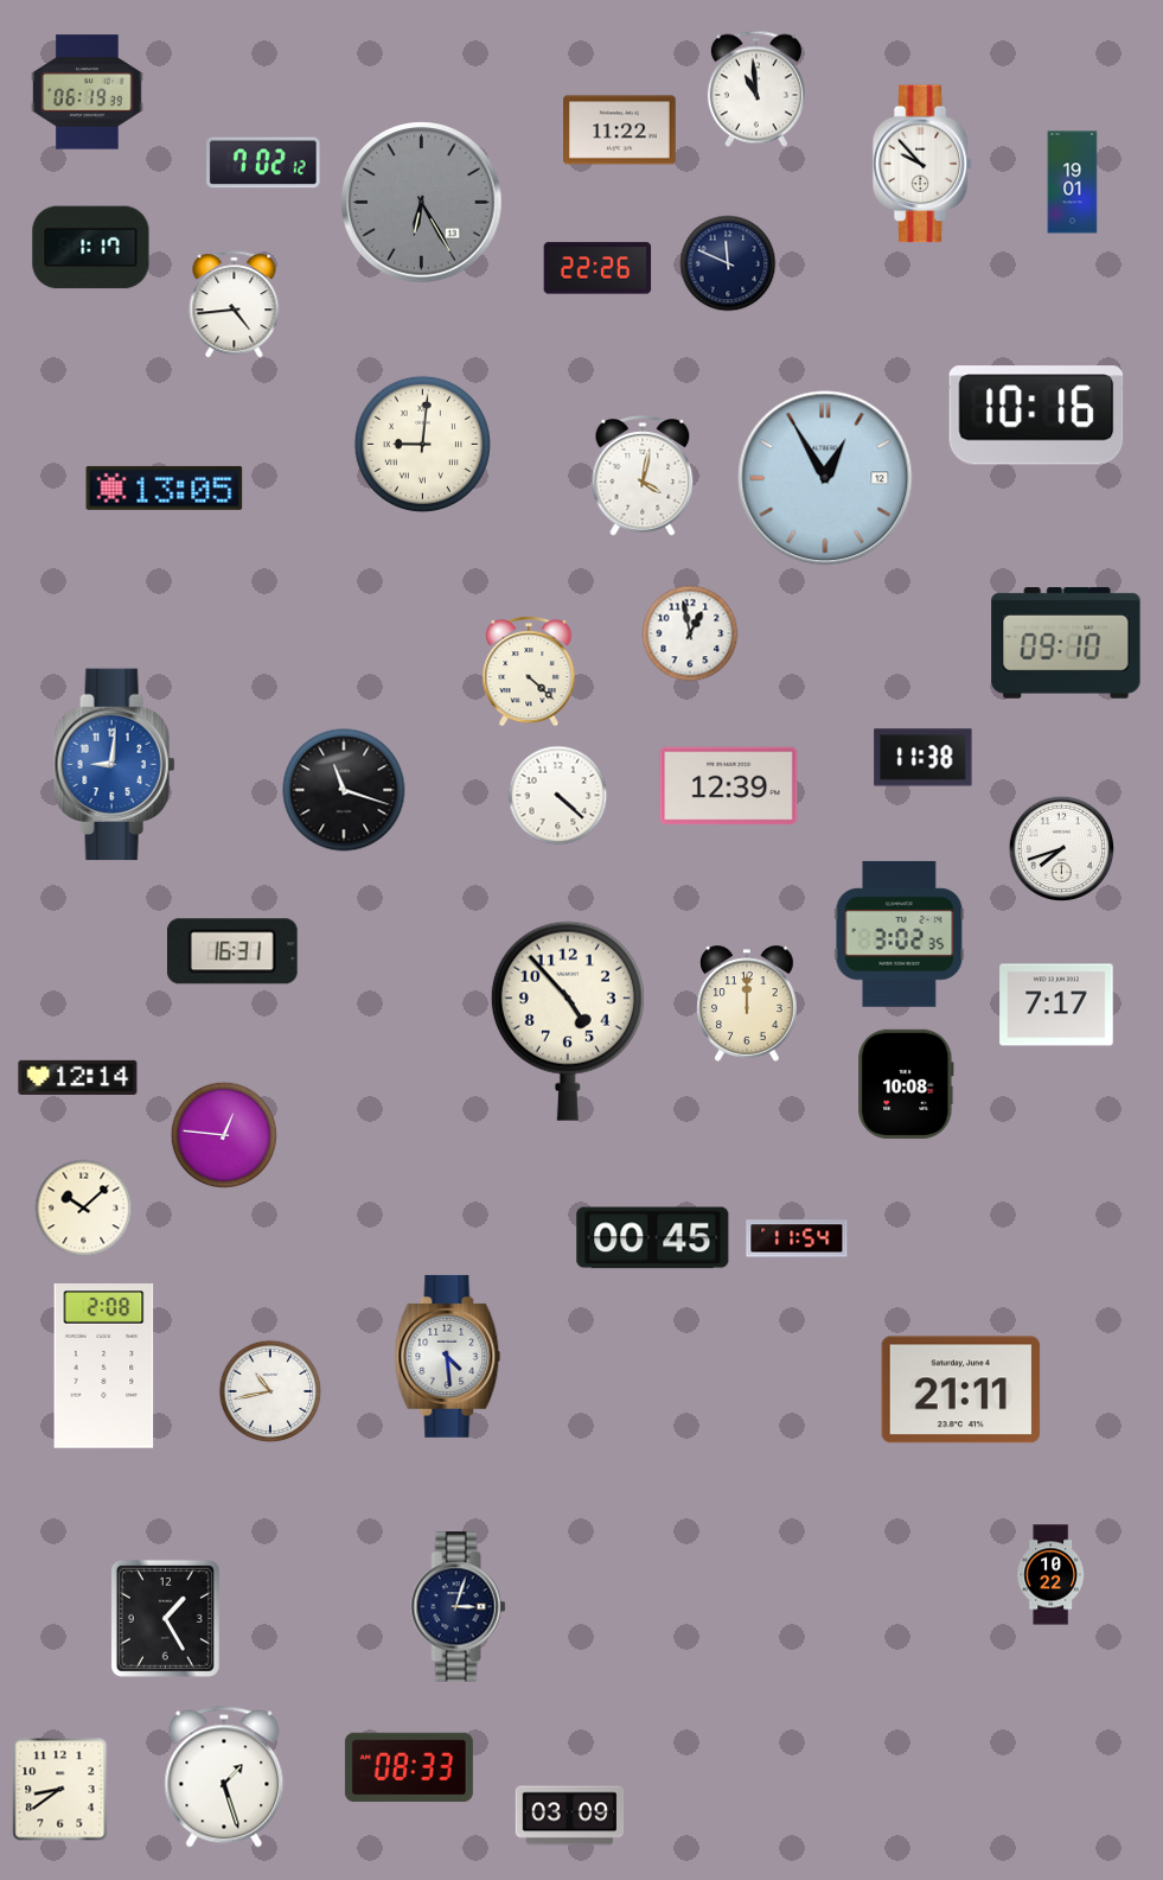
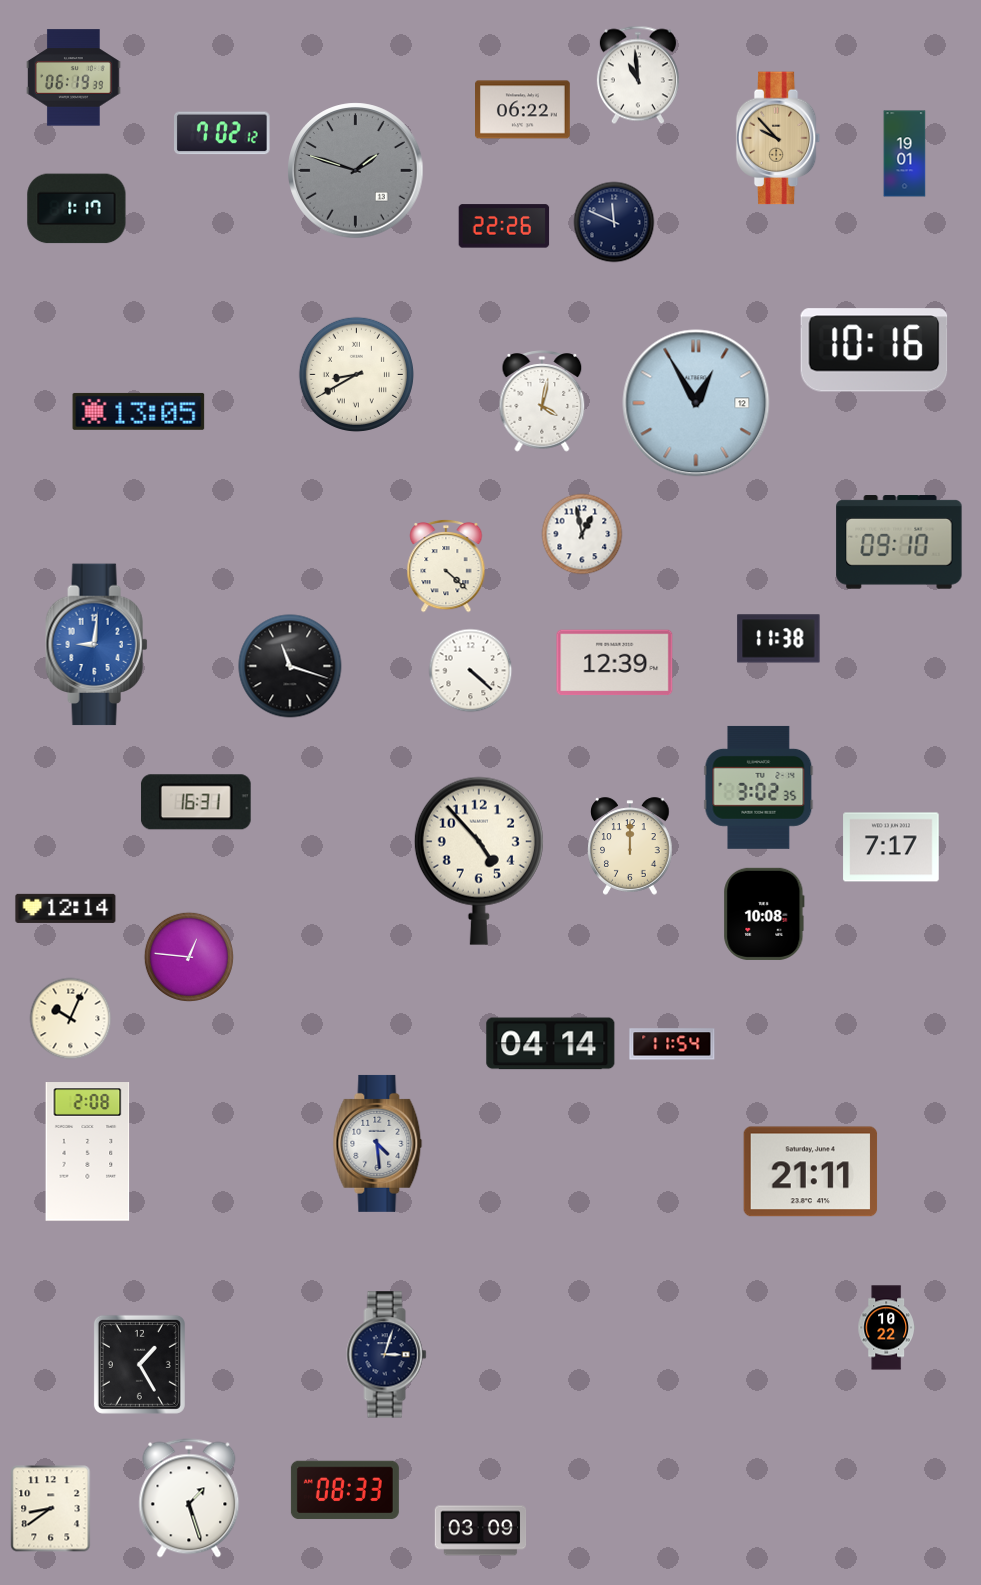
clock at (620, 130): 11:22 -> 06:22
clock at (263, 162) position: (263, 162) -> (222, 133)
clock at (922, 164) dial: white -> champagne
clock at (422, 203): 6:25 -> 1:48
clock at (235, 305): 4:44 -> none
clock at (422, 444): 9:01 -> 8:40
clock at (1061, 848): 7:42 -> none
clock at (84, 1209): 10:08 -> 10:04
clock at (653, 1238): 00:45 -> 04:14
clock at (270, 1391): 10:43 -> none
